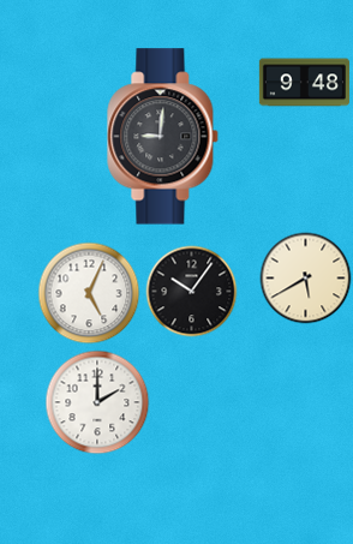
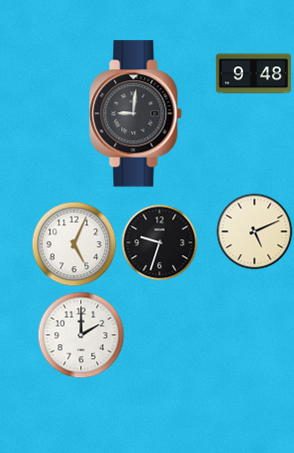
clock at (304, 83) position: (304, 83) -> (253, 74)
clock at (306, 279): 5:40 -> 5:11
clock at (192, 292): 10:06 -> 9:33
